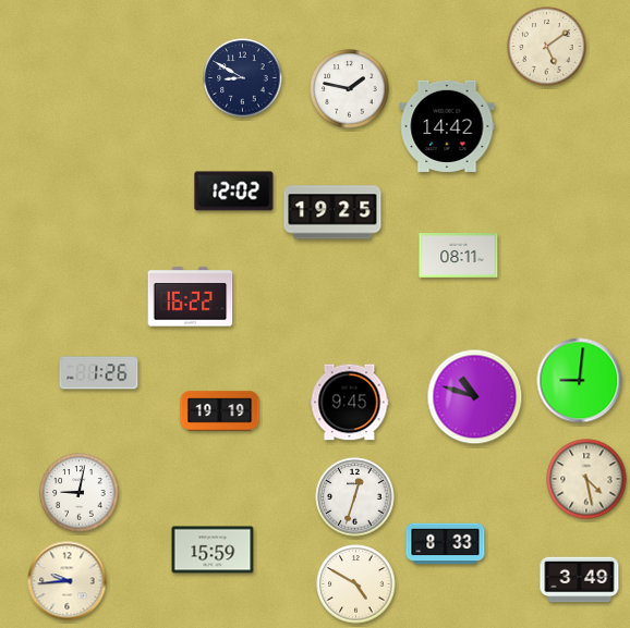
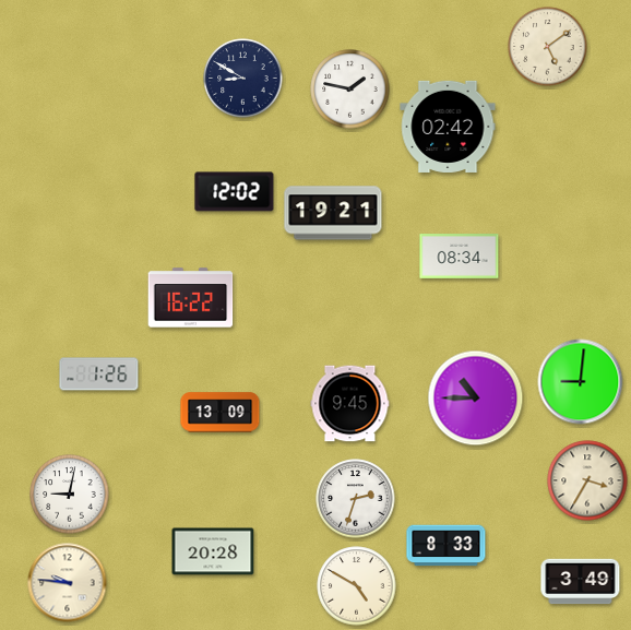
clock at (447, 126): 14:42 -> 02:42
clock at (332, 212): 19:25 -> 19:21
clock at (459, 256): 08:11 -> 08:34
clock at (475, 397): 10:48 -> 10:45
clock at (220, 411): 19:19 -> 13:09
clock at (586, 479): 4:28 -> 3:35
clock at (80, 493) position: (80, 493) -> (70, 495)
clock at (355, 497): 12:33 -> 2:33
clock at (213, 550): 15:59 -> 20:28
clock at (68, 581): 9:44 -> 9:46
